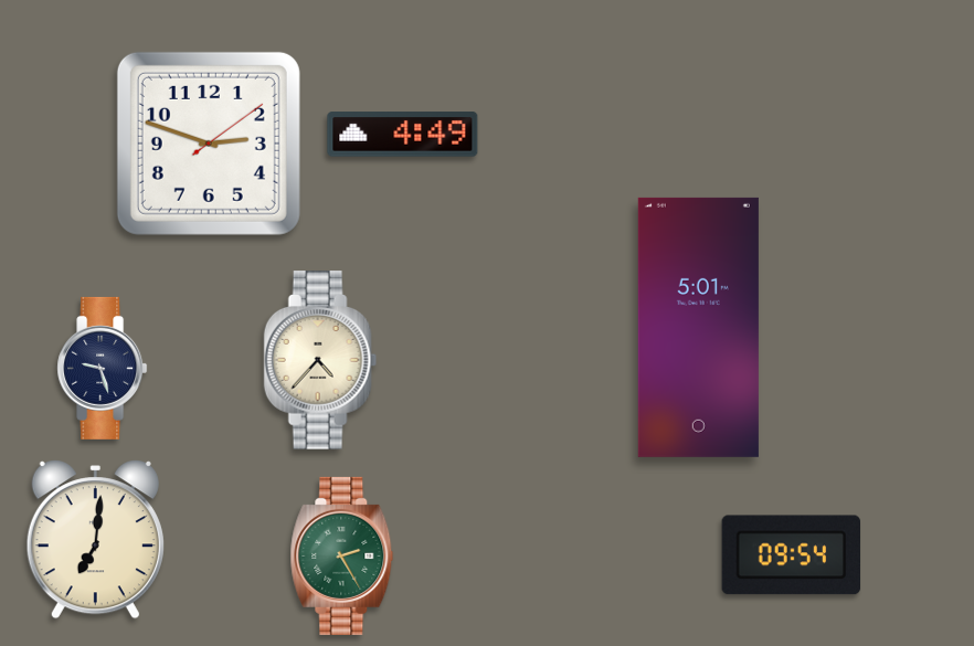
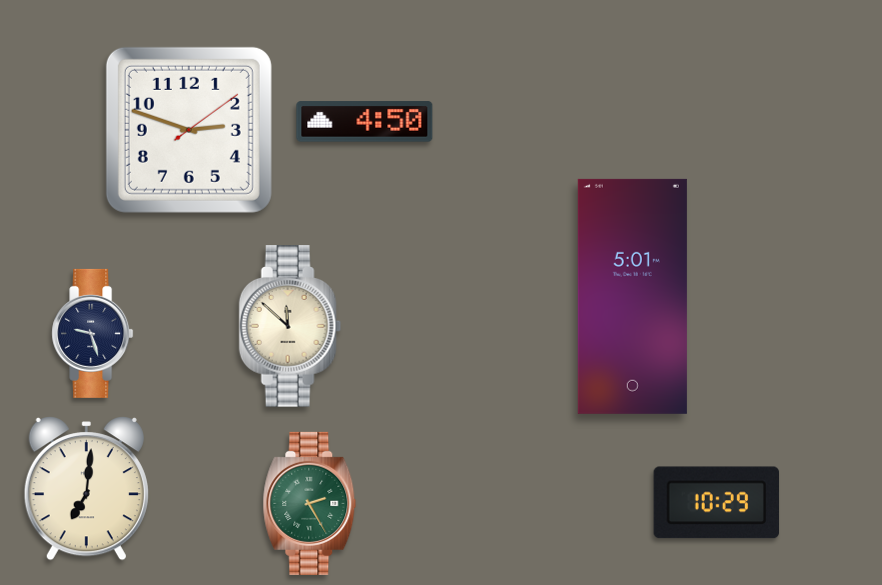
clock at (403, 135): 4:49 -> 4:50
clock at (320, 360): 4:37 -> 11:52
clock at (792, 555): 09:54 -> 10:29
